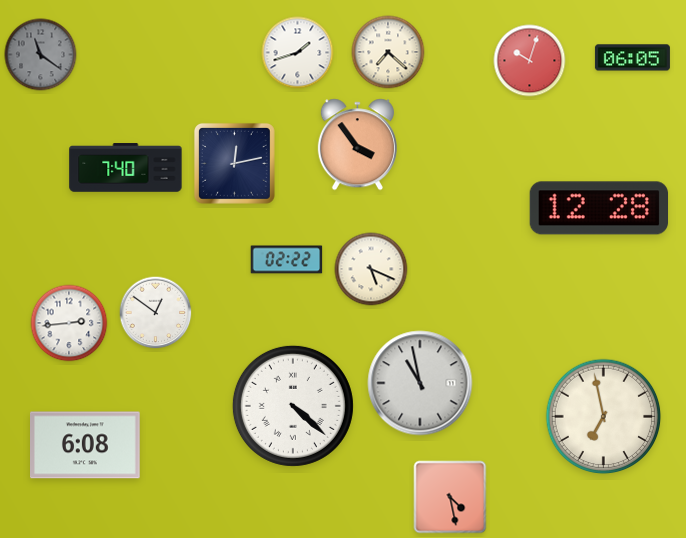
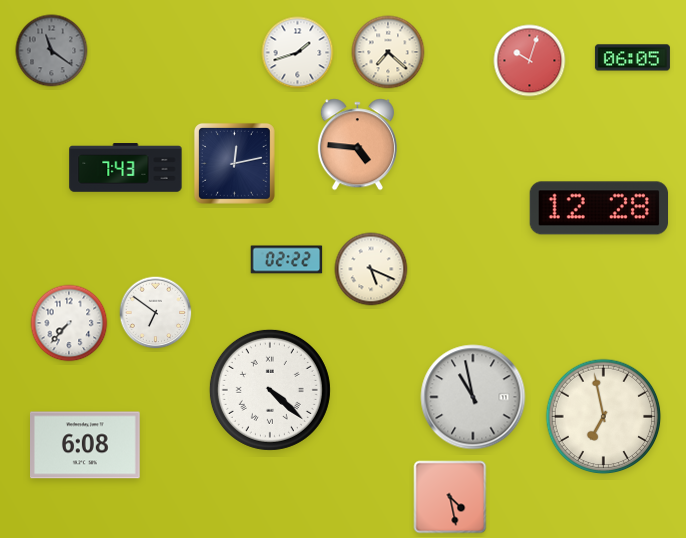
clock at (41, 55) position: (41, 55) -> (52, 51)
clock at (357, 145): 3:54 -> 4:46
clock at (126, 168): 7:40 -> 7:43
clock at (156, 313): 12:51 -> 6:51
clock at (69, 323): 2:44 -> 7:37
clock at (420, 383) position: (420, 383) -> (473, 397)
clock at (293, 406) position: (293, 406) -> (270, 390)
